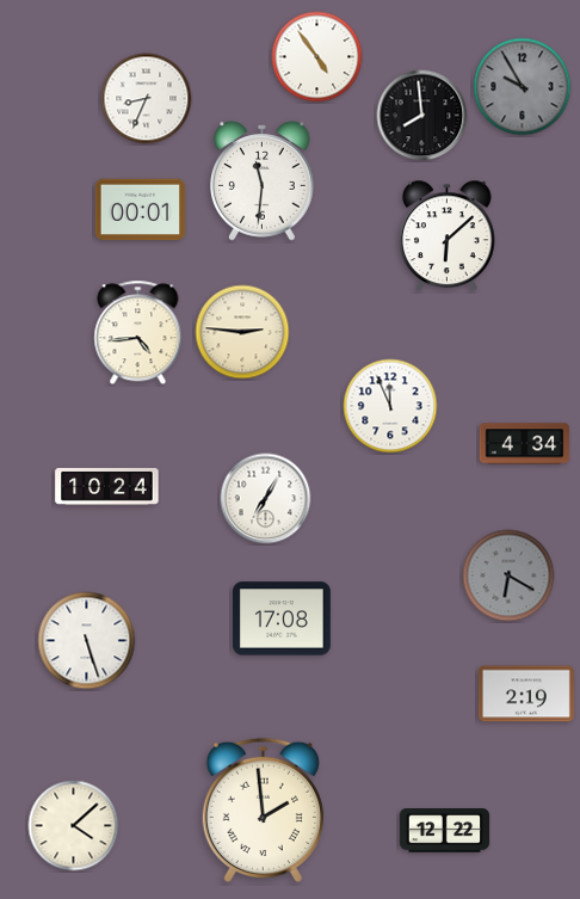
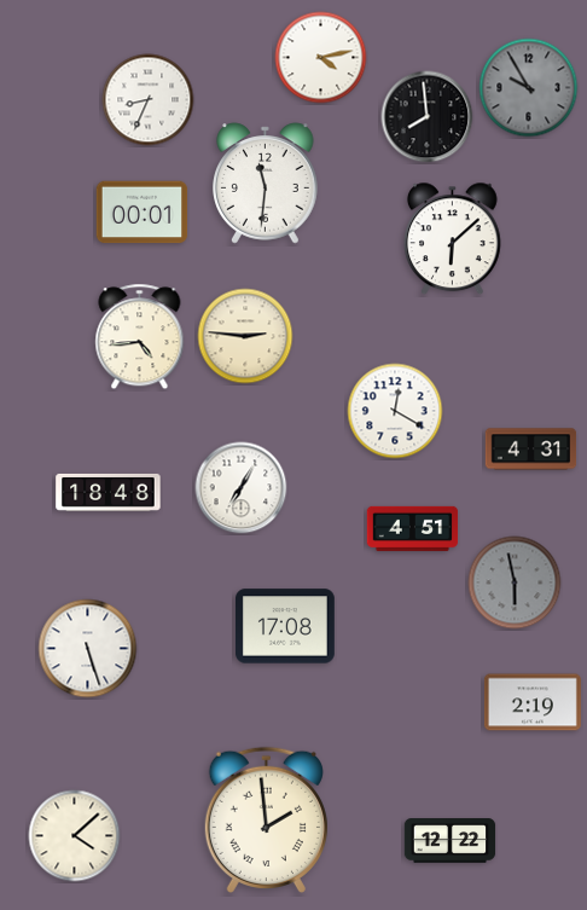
clock at (317, 57): 4:54 -> 4:13
clock at (390, 406): 11:56 -> 12:20
clock at (525, 444): 4:34 -> 4:31
clock at (107, 486): 10:24 -> 18:48
clock at (266, 499) position: (266, 499) -> (242, 488)
clock at (413, 528): none -> 4:51
clock at (508, 575): 6:20 -> 5:58
